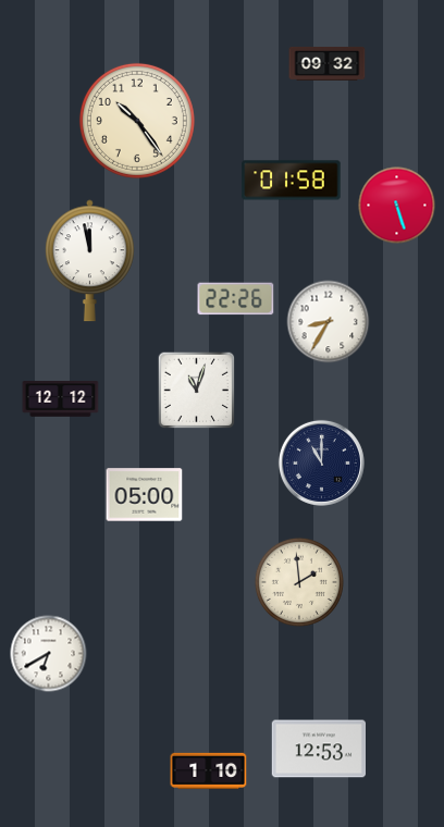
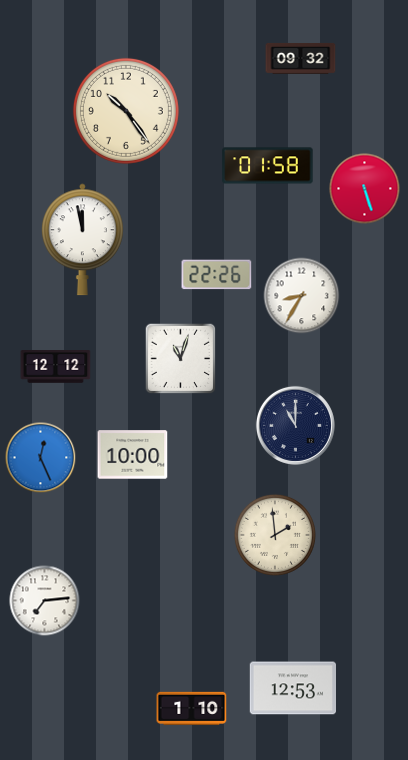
clock at (145, 495): 05:00 -> 10:00
clock at (41, 458): none -> 12:26
clock at (49, 654): 6:40 -> 7:14
